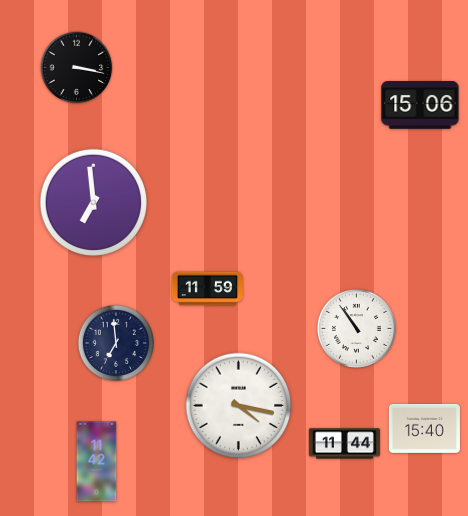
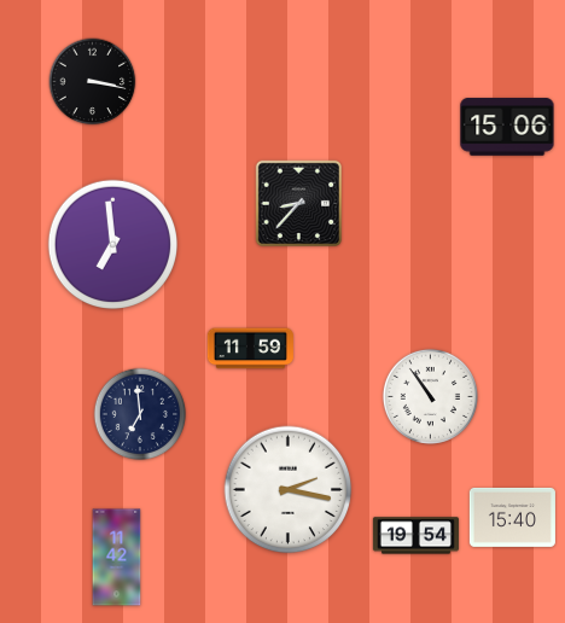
clock at (298, 203): none -> 8:37
clock at (239, 406): 4:17 -> 2:17
clock at (344, 444): 11:44 -> 19:54
